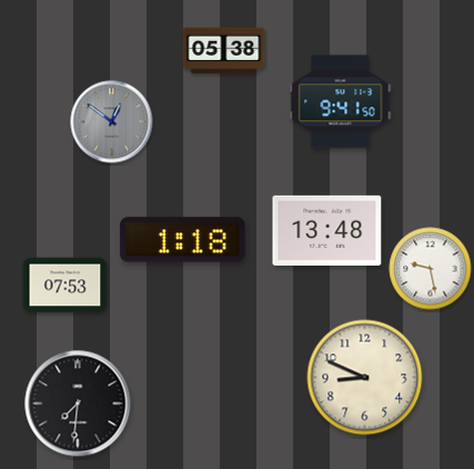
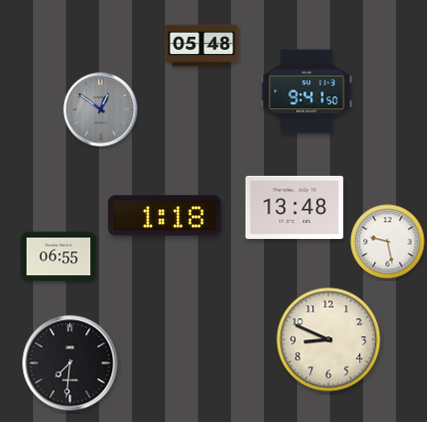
clock at (224, 51): 05:38 -> 05:48
clock at (65, 286): 07:53 -> 06:55
